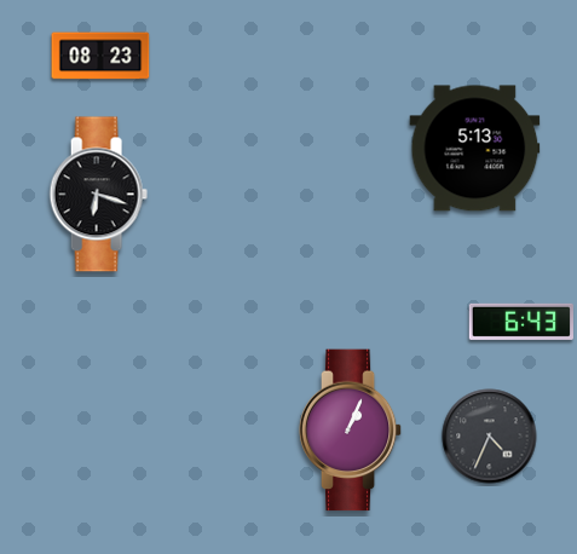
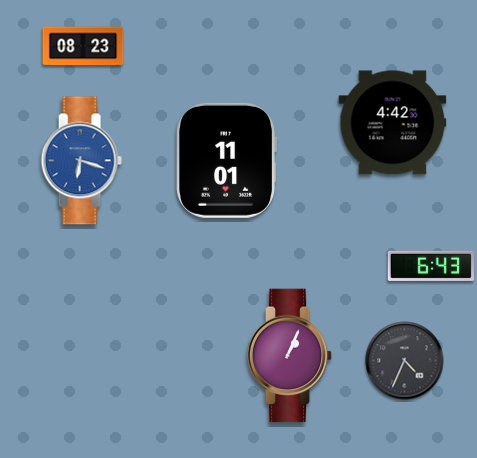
clock at (475, 149): 5:13 -> 4:42
clock at (226, 160): none -> 11:01
clock at (98, 195) dial: black -> blue
